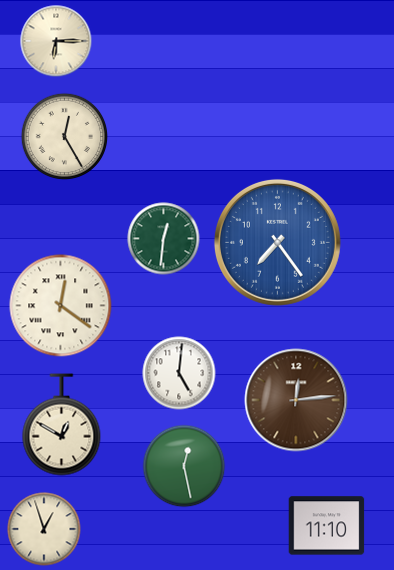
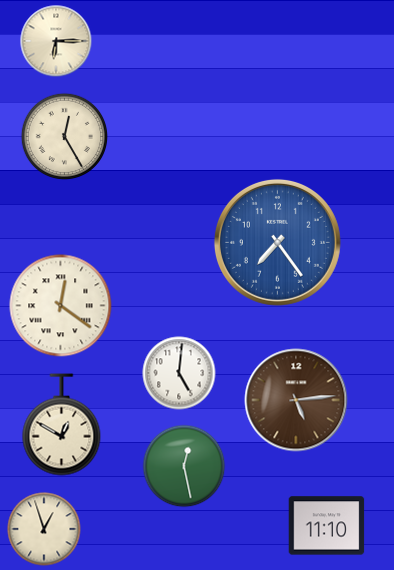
clock at (164, 239): 12:31 -> none
clock at (296, 400): 12:14 -> 5:14
